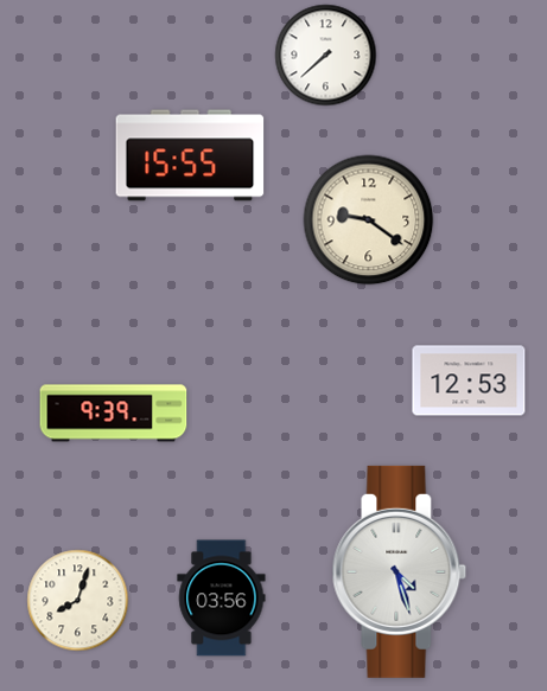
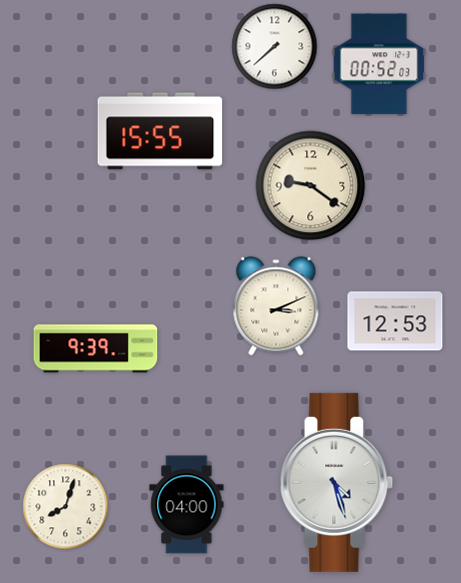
clock at (379, 64): none -> 00:52
clock at (276, 306): none -> 3:11
clock at (222, 599): 03:56 -> 04:00
